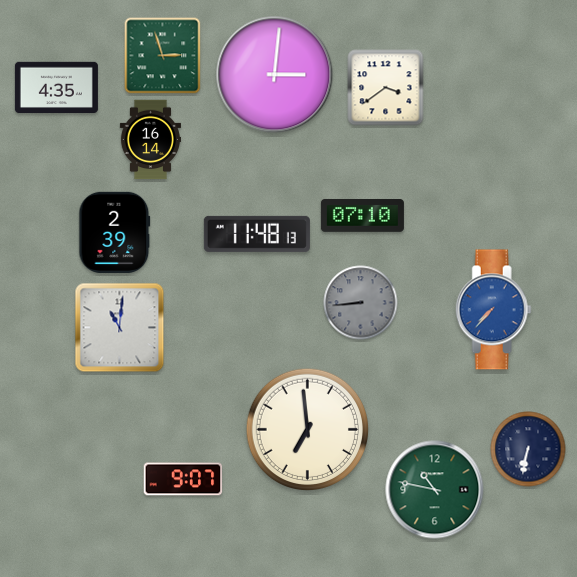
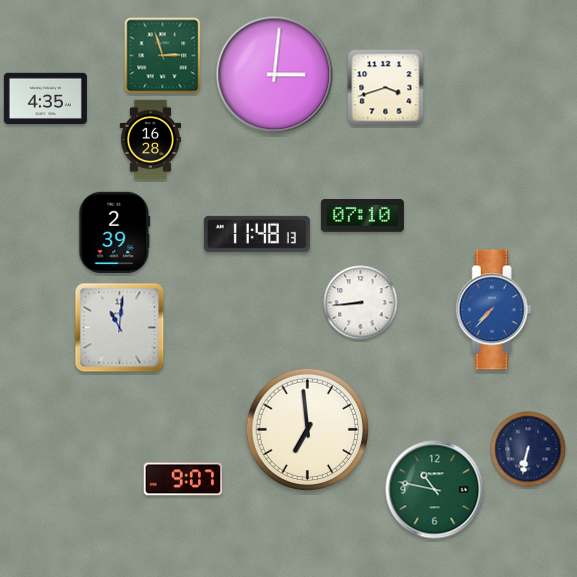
clock at (56, 87) position: (56, 87) -> (45, 98)
clock at (386, 88): 3:39 -> 3:42
clock at (150, 140): 16:14 -> 16:28
clock at (361, 303) dial: grey -> white
